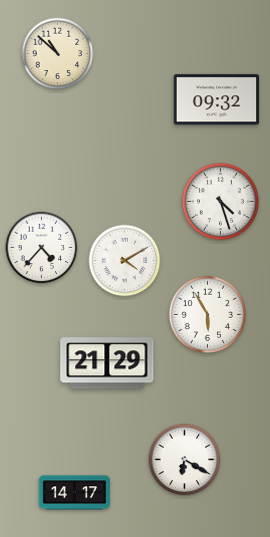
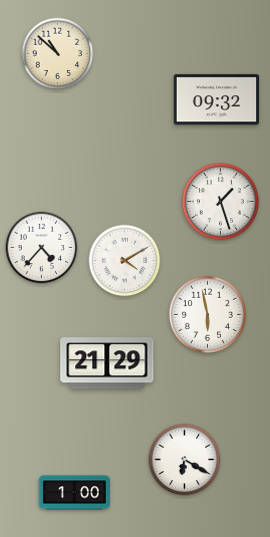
clock at (220, 201): 4:27 -> 1:27
clock at (207, 314): 5:55 -> 5:58
clock at (74, 493): 14:17 -> 1:00
